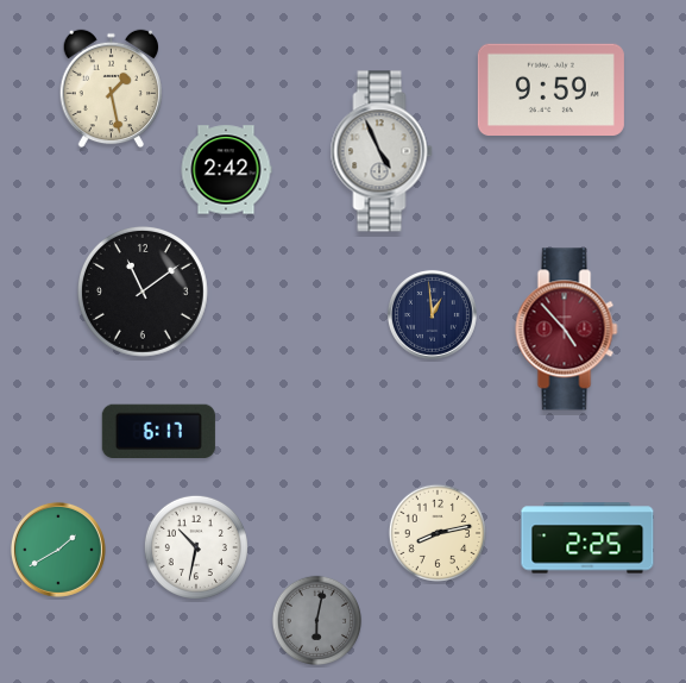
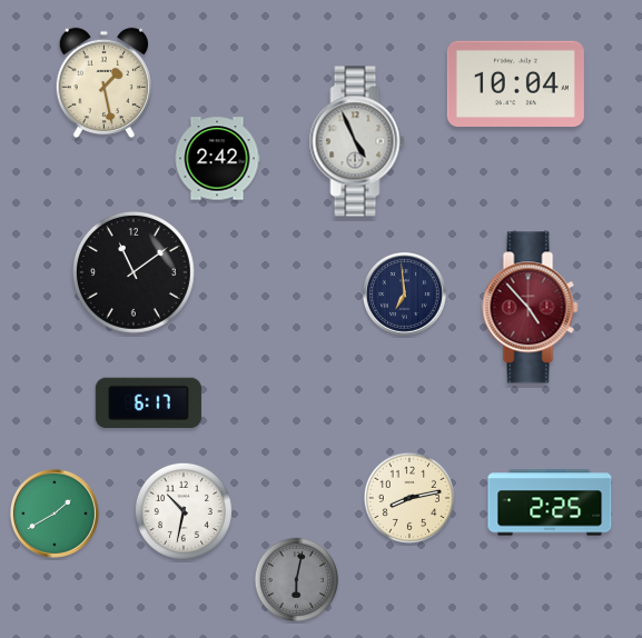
clock at (550, 89): 9:59 -> 10:04
clock at (226, 170) position: (226, 170) -> (217, 159)
clock at (432, 314): 12:59 -> 6:59
